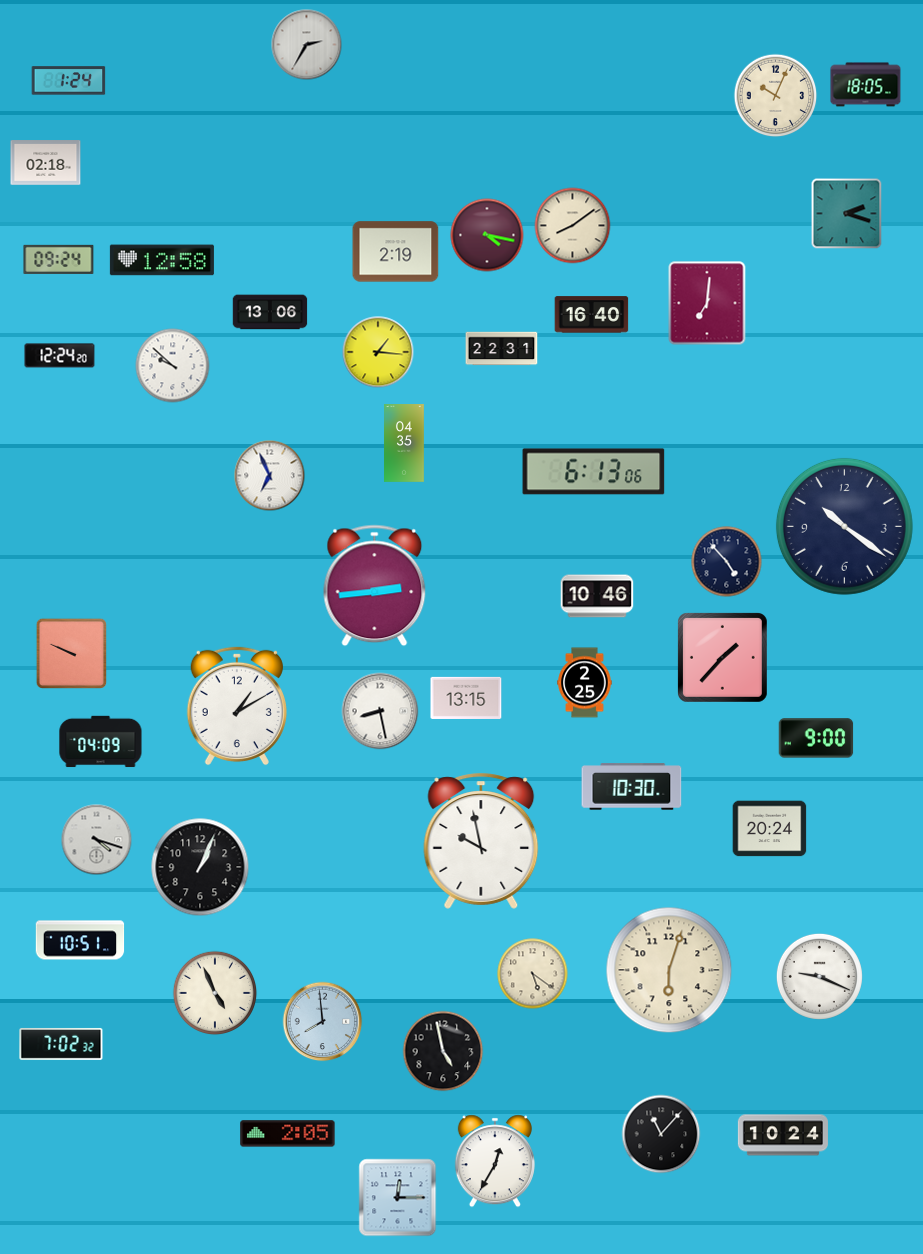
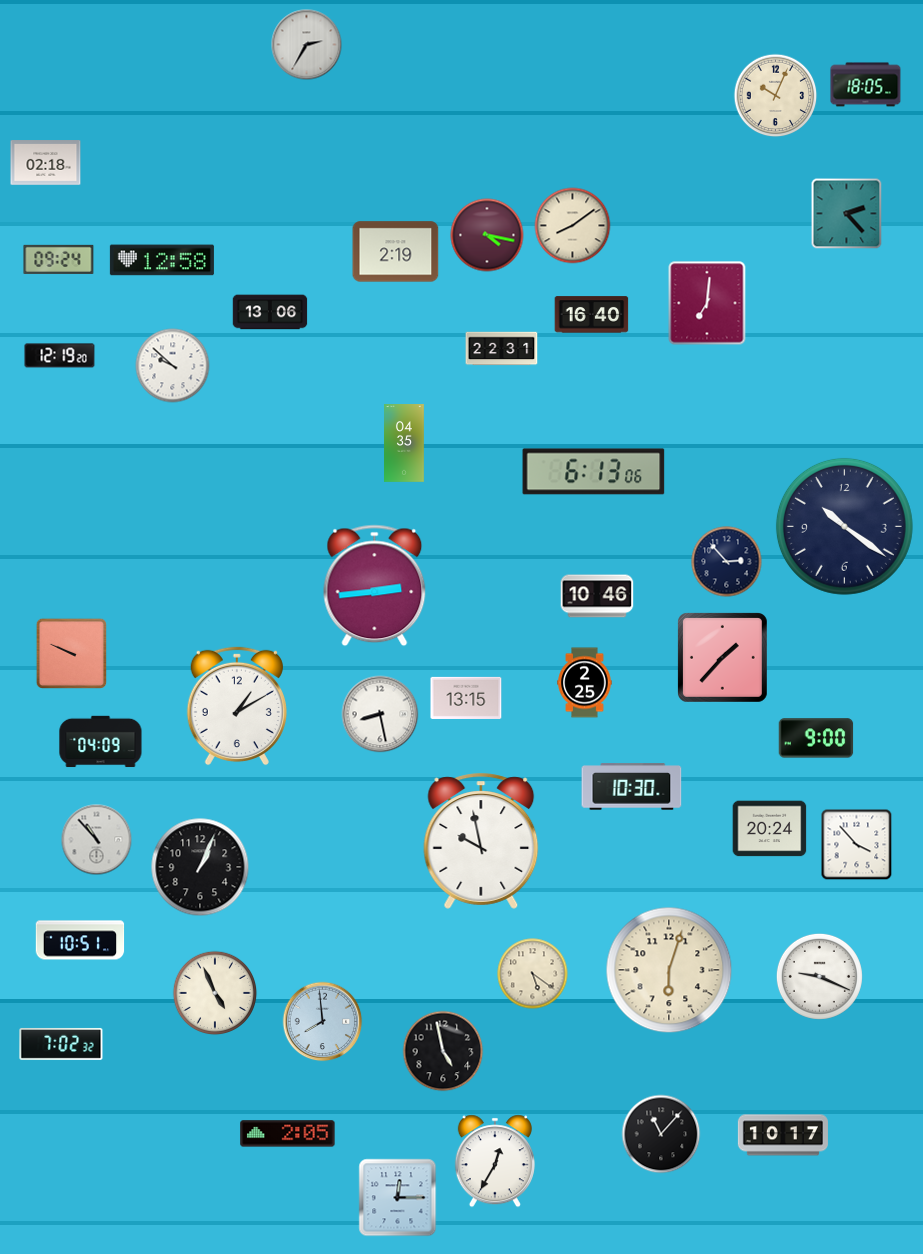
clock at (69, 81): 1:24 -> none
clock at (847, 214): 2:18 -> 2:23
clock at (378, 352): 1:16 -> none
clock at (60, 356): 12:24 -> 12:19
clock at (270, 476): 6:56 -> none
clock at (727, 562): 4:53 -> 2:53
clock at (380, 711) position: (380, 711) -> (380, 714)
clock at (97, 840): 4:18 -> 10:53
clock at (857, 845): none -> 3:53
clock at (783, 1135): 10:24 -> 10:17
